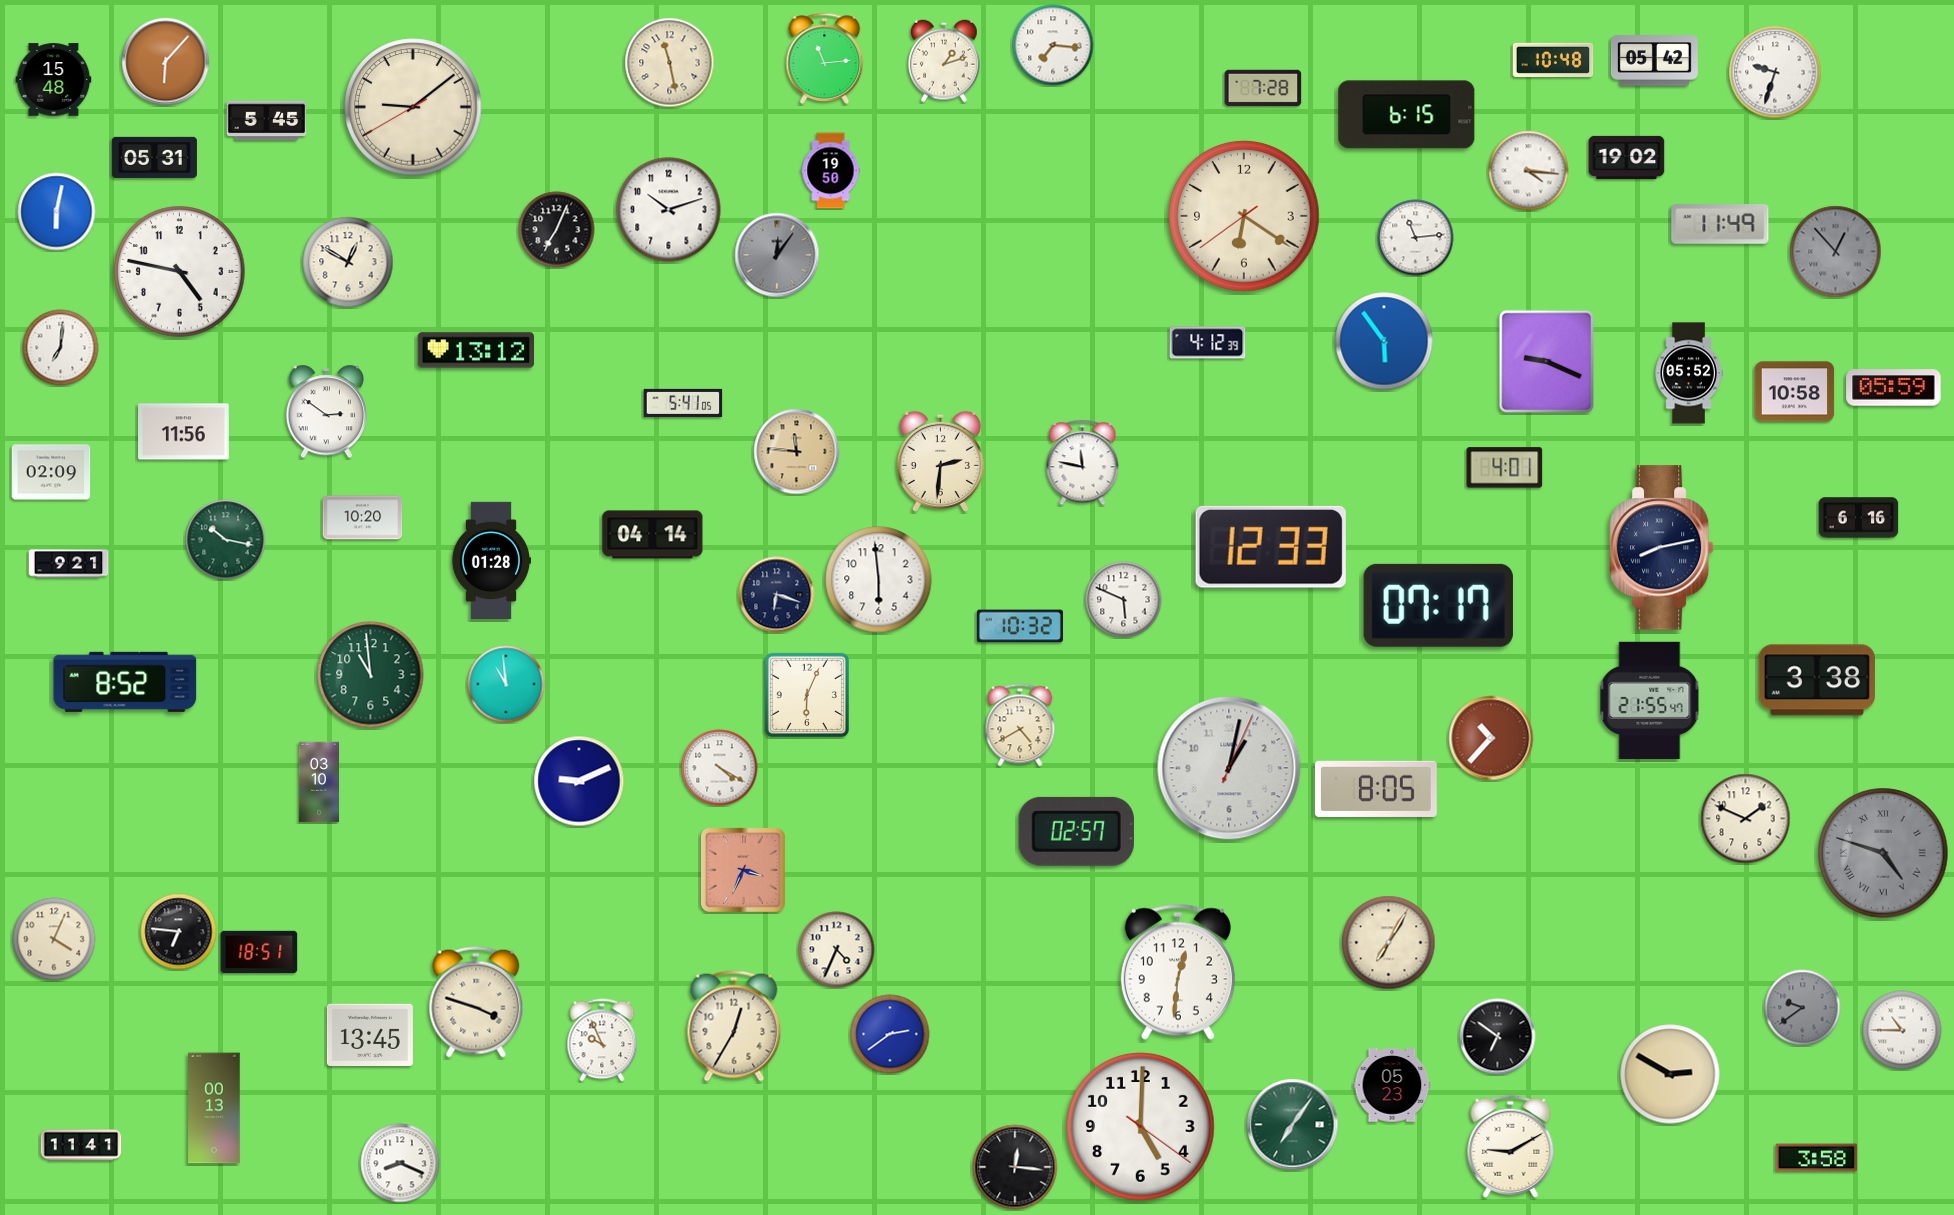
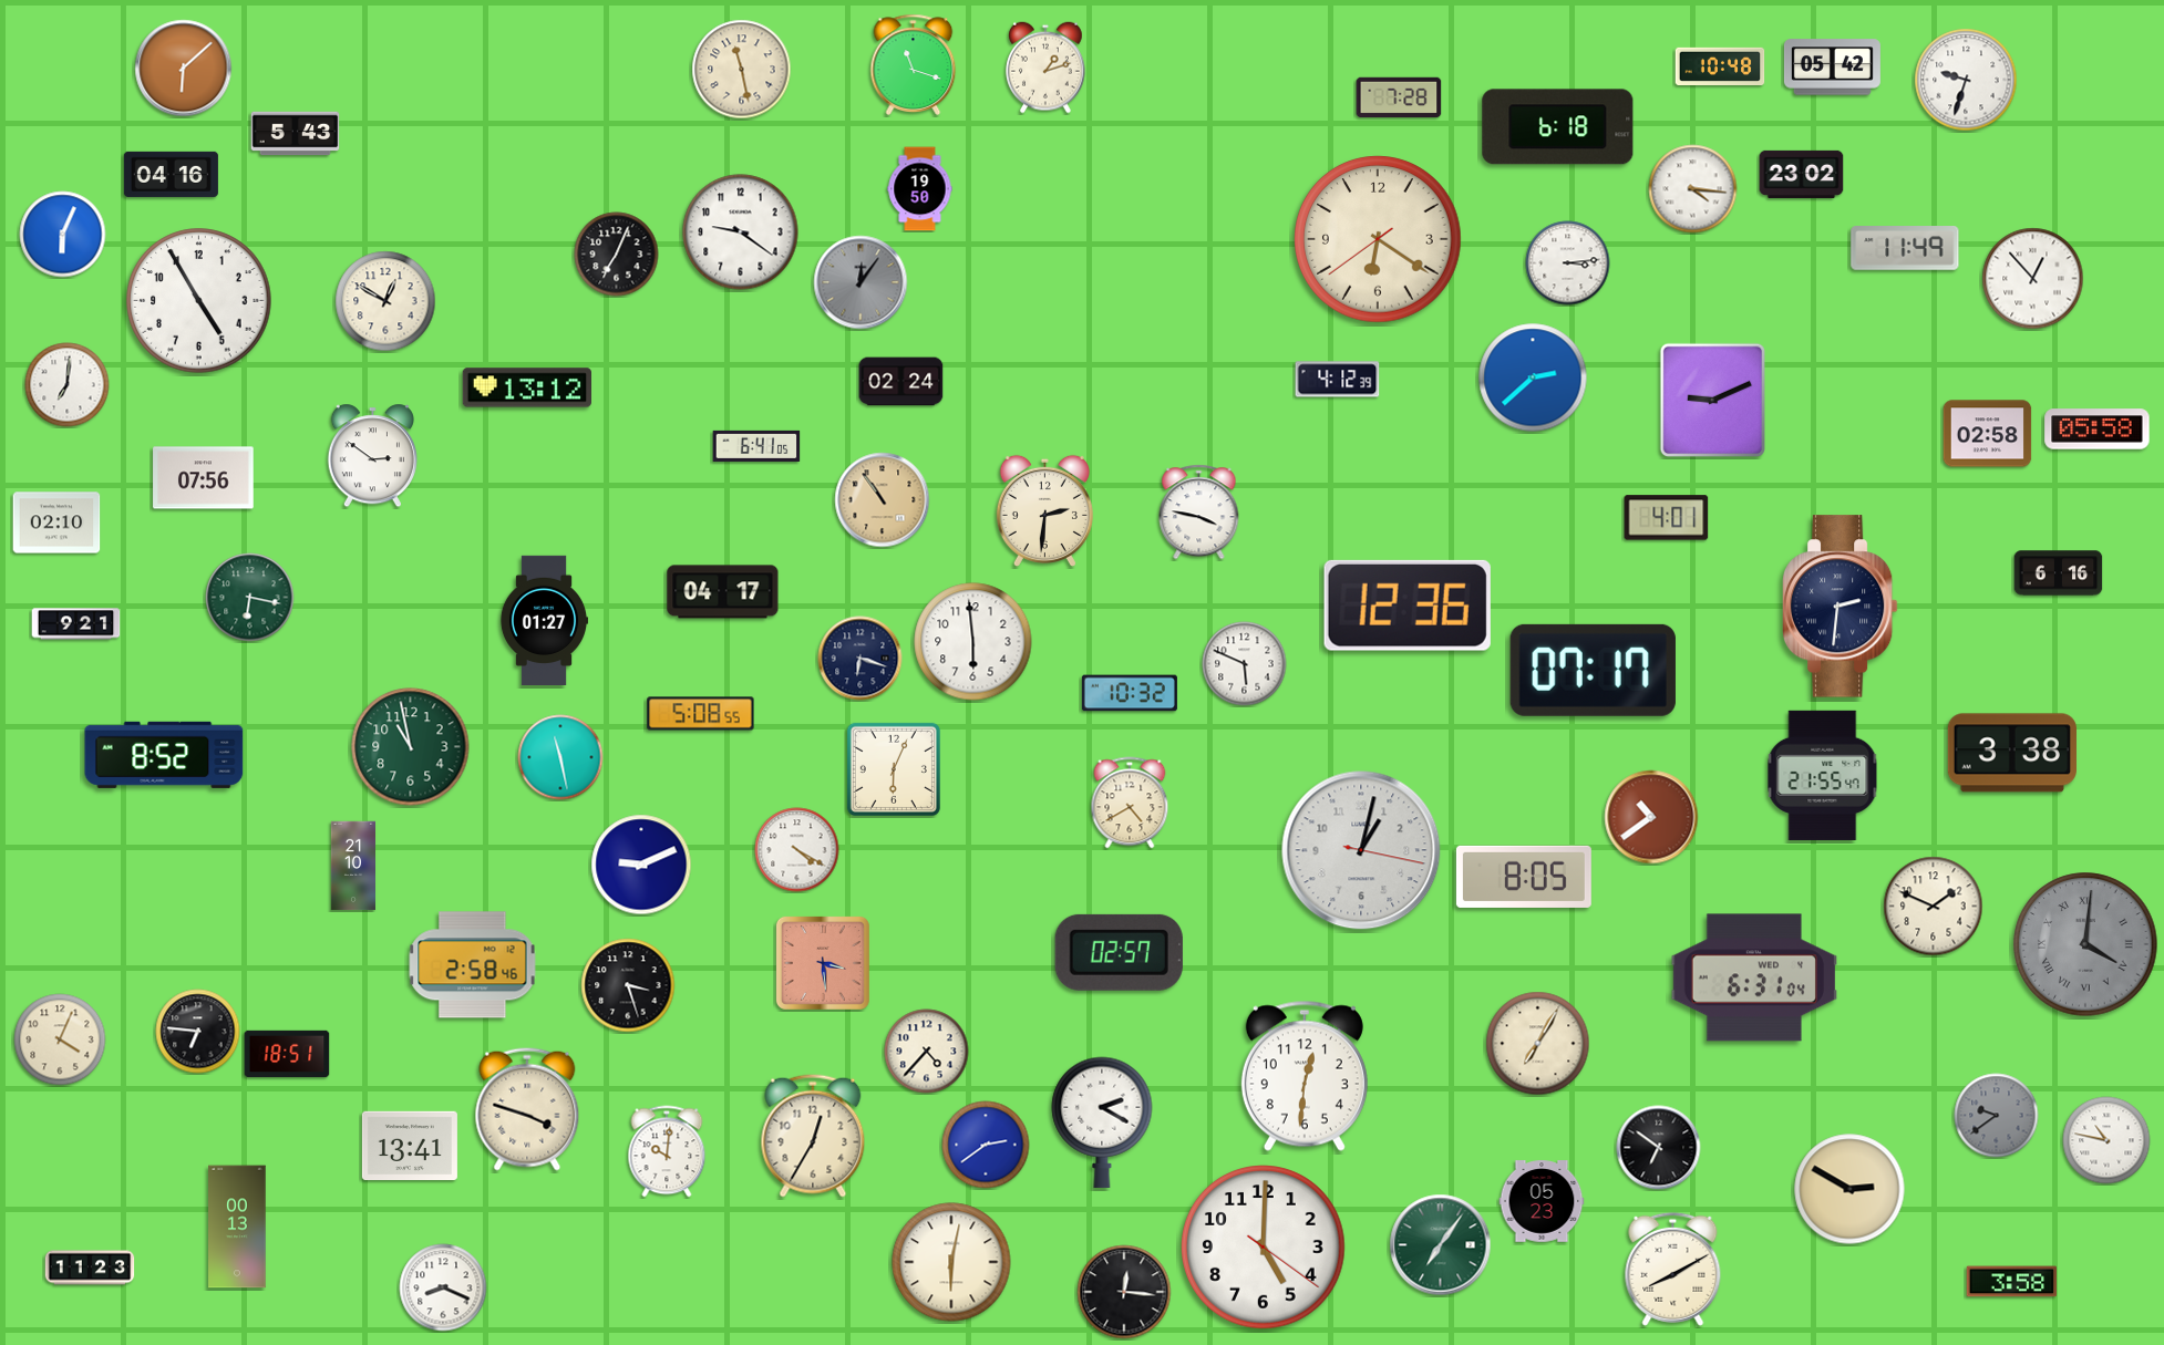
clock at (1053, 45): 7:16 -> none
clock at (825, 58): 11:14 -> 11:18
clock at (166, 62): 6:07 -> 6:08
clock at (54, 80): 15:48 -> none
clock at (413, 107): 9:08 -> none
clock at (1407, 115): 6:15 -> 6:18
clock at (267, 121): 5:45 -> 5:43
clock at (154, 157): 05:31 -> 04:16
clock at (1627, 157): 19:02 -> 23:02
clock at (669, 210): 10:12 -> 9:21
clock at (57, 212): 6:02 -> 6:04
clock at (1416, 238): 11:14 -> 3:14
clock at (1836, 252) dial: grey -> white
clock at (348, 262) position: (348, 262) -> (385, 301)
clock at (180, 272): 4:47 -> 4:55
clock at (1384, 341): 5:54 -> 2:38
clock at (901, 382): none -> 02:24
clock at (1546, 361): 9:19 -> 9:11
clock at (1689, 373): 05:52 -> none
clock at (1894, 388): 05:59 -> 05:58
clock at (1795, 392): 10:58 -> 02:58
clock at (683, 403): 5:41 -> 6:41
clock at (326, 412) position: (326, 412) -> (372, 456)
clock at (184, 432): 11:56 -> 07:56
clock at (797, 452): 11:46 -> 10:54
clock at (940, 461) position: (940, 461) -> (1044, 510)
clock at (1083, 463): 11:47 -> 3:47
clock at (51, 472): 02:09 -> 02:10
clock at (363, 518): 10:20 -> none
clock at (653, 535): 04:14 -> 04:17
clock at (226, 540): 10:17 -> 6:17
clock at (1271, 547): 12:33 -> 12:36
clock at (1661, 548): 8:13 -> 2:31
clock at (490, 560): 01:28 -> 01:27
clock at (701, 714): none -> 5:08
clock at (371, 675): 10:59 -> 10:58
clock at (125, 682) position: (125, 682) -> (164, 755)
clock at (506, 684): 10:59 -> 11:28
clock at (1650, 700) position: (1650, 700) -> (1823, 775)
clock at (1491, 738): 10:37 -> 10:39
clock at (1229, 768): 1:02:04 -> 1:02:17
clock at (319, 782): 03:10 -> 21:10
clock at (1376, 789) position: (1376, 789) -> (1524, 877)
clock at (1076, 831) position: (1076, 831) -> (1119, 952)
clock at (1883, 853): 4:48 -> 4:01
clock at (743, 870): 3:34 -> 3:29
clock at (473, 965): none -> 2:58
clock at (1753, 977): none -> 6:31
clock at (628, 985): none -> 3:27
clock at (837, 950): 4:34 -> 4:37
clock at (1102, 1122): none -> 2:20
clock at (1902, 1030): 10:45 -> 10:47
clock at (370, 1034): 13:45 -> 13:41
clock at (602, 1040): 9:56 -> 10:01
clock at (1293, 1125) position: (1293, 1125) -> (1441, 1245)
clock at (951, 1262): none -> 6:02
clock at (81, 1145): 11:41 -> 11:23
clock at (1511, 1146): 9:10 -> 8:10
